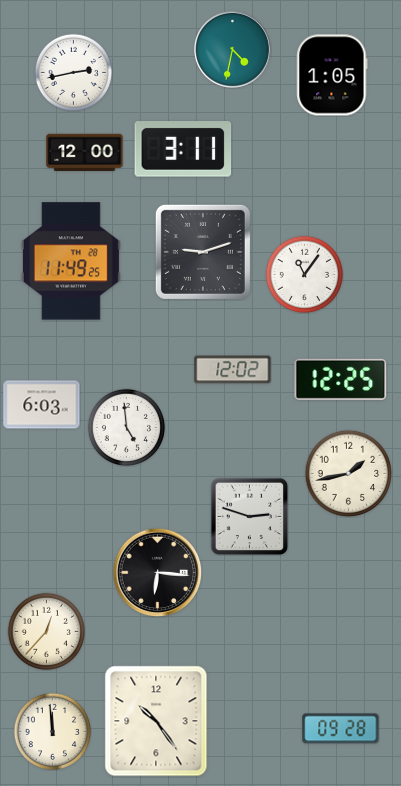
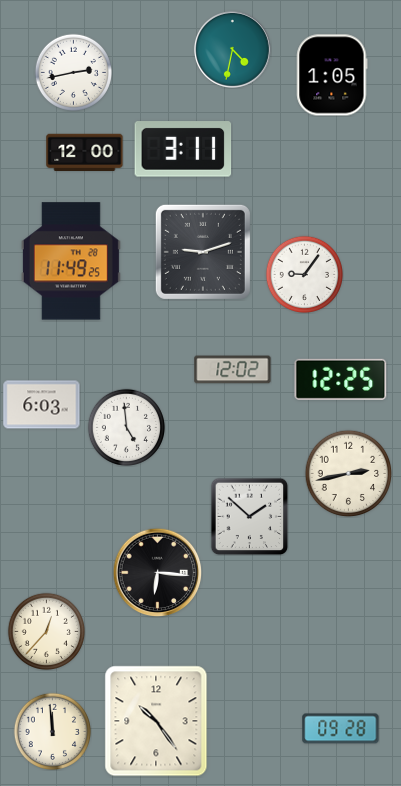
clock at (304, 274): 11:06 -> 9:06
clock at (348, 473): 1:43 -> 2:43
clock at (249, 516): 2:48 -> 1:52
